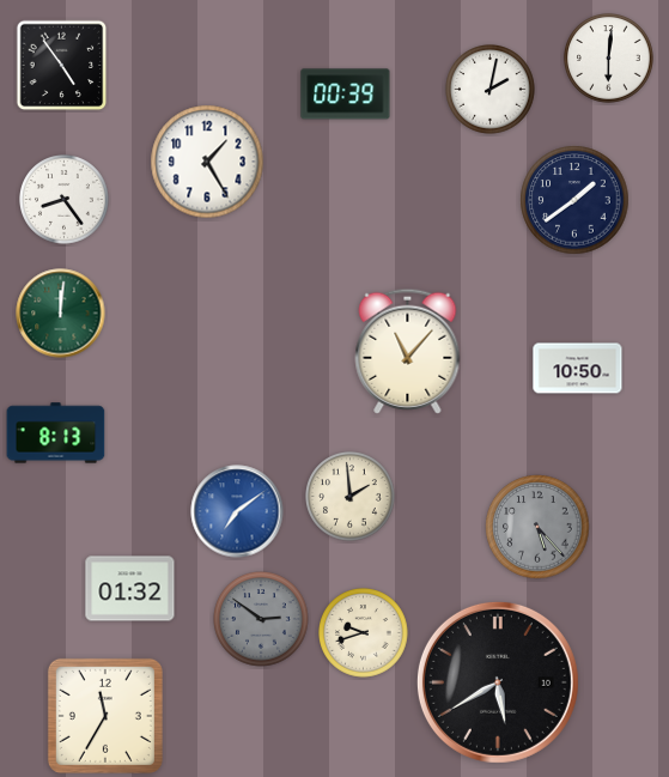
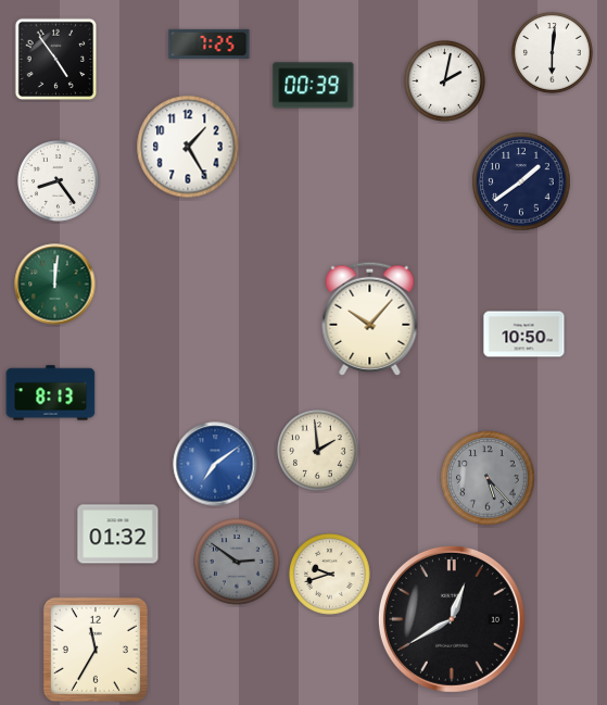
clock at (210, 43): none -> 7:25
clock at (408, 351): 11:07 -> 10:07
clock at (498, 682): 5:40 -> 12:40
